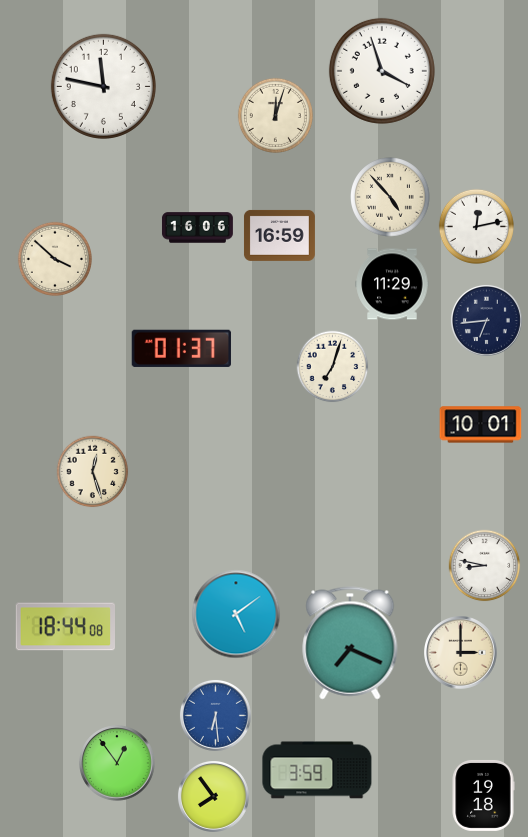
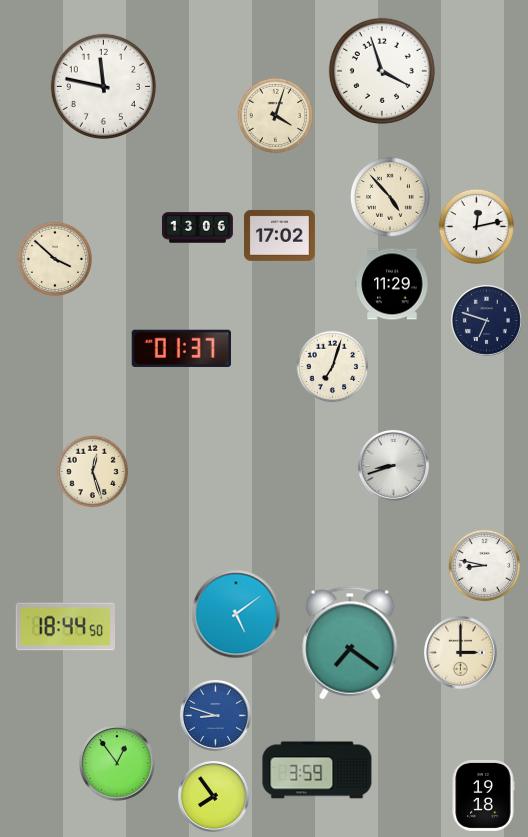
clock at (275, 115): 12:03 -> 4:03
clock at (198, 228): 16:06 -> 13:06
clock at (279, 235): 16:59 -> 17:02
clock at (486, 320): 6:44 -> 6:48
clock at (481, 425): 10:01 -> none
clock at (393, 465): none -> 8:42
clock at (65, 627): 18:44:08 -> 18:44:50
clock at (350, 643): 7:19 -> 7:21
clock at (215, 715): 6:29 -> 8:48
